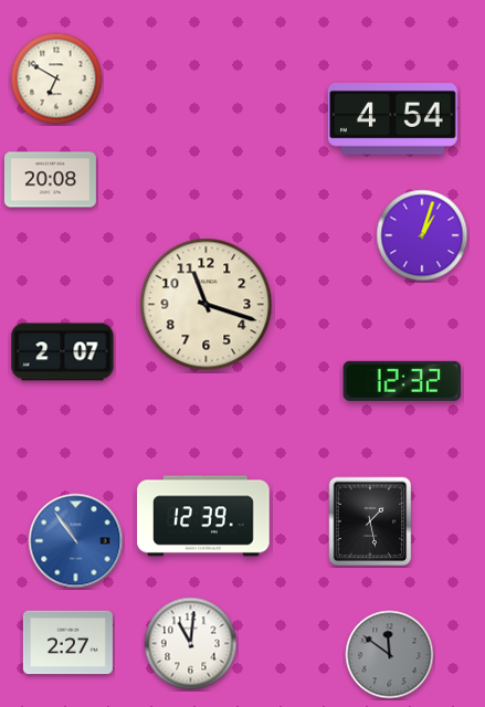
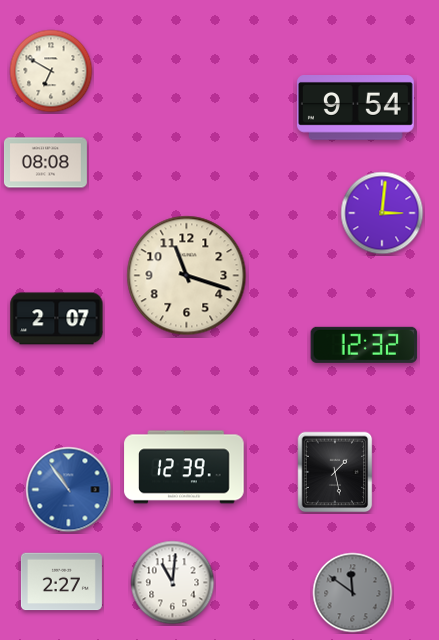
clock at (392, 119): 4:54 -> 9:54
clock at (50, 180): 20:08 -> 08:08
clock at (422, 235): 1:03 -> 3:01
